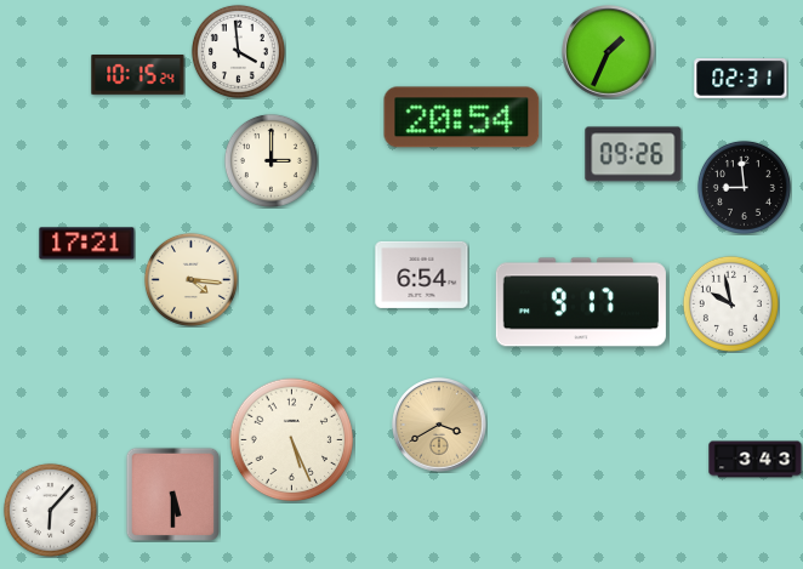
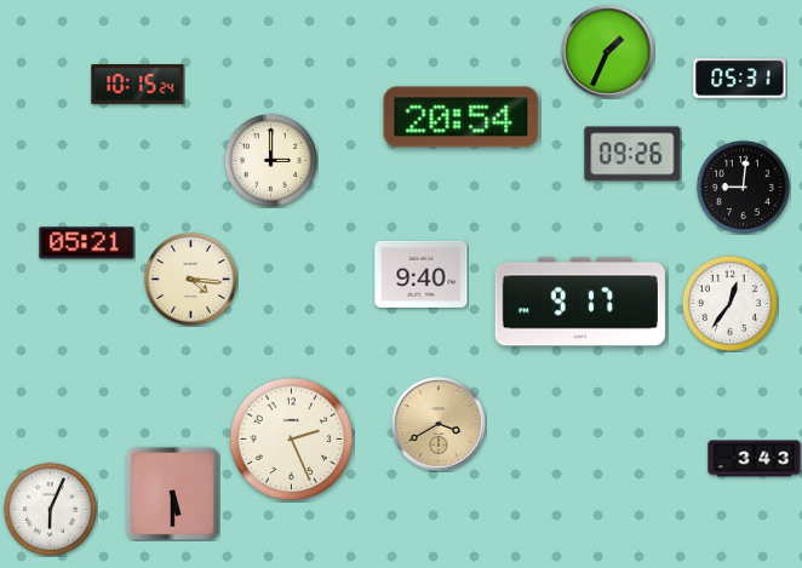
clock at (238, 51): 3:59 -> none
clock at (138, 75) position: (138, 75) -> (138, 85)
clock at (741, 79): 02:31 -> 05:31
clock at (744, 187): 8:59 -> 9:01
clock at (87, 244): 17:21 -> 05:21
clock at (422, 274): 6:54 -> 9:40
clock at (730, 303): 9:58 -> 12:36
clock at (292, 440): 5:26 -> 2:26
clock at (50, 510): 6:07 -> 6:04
